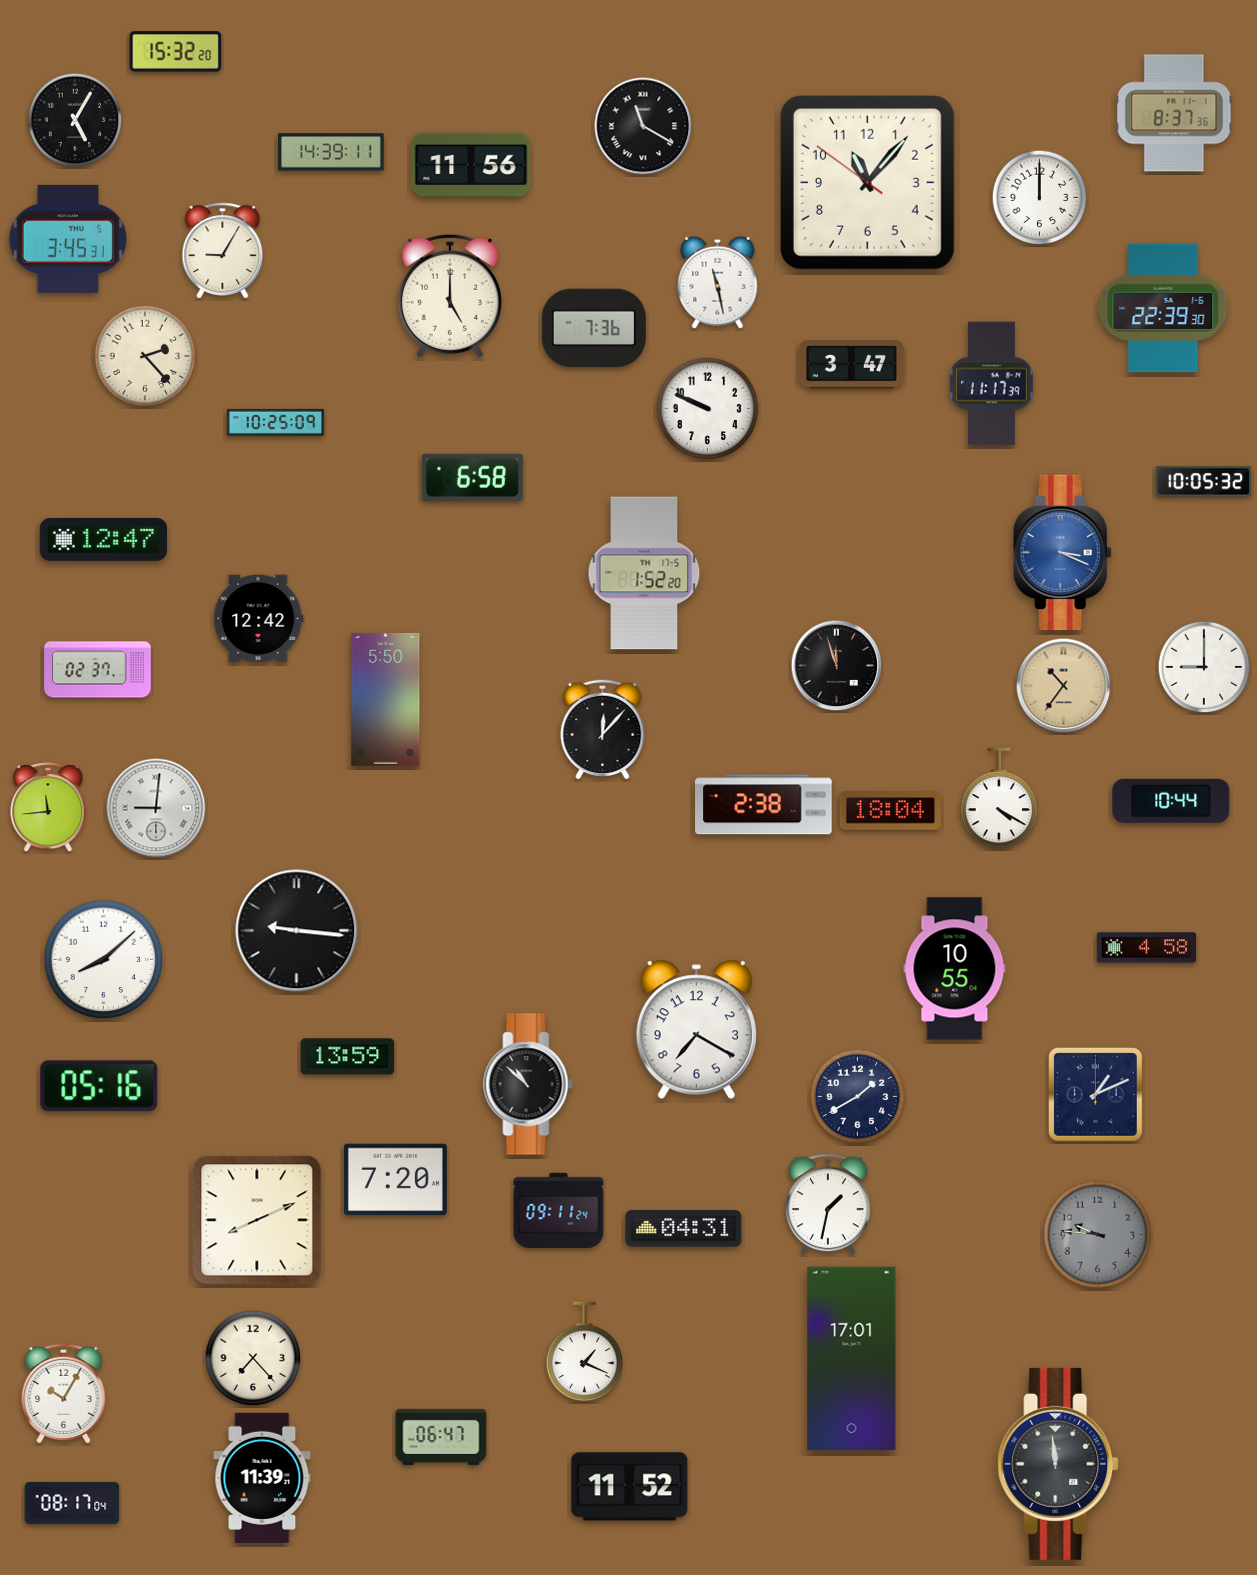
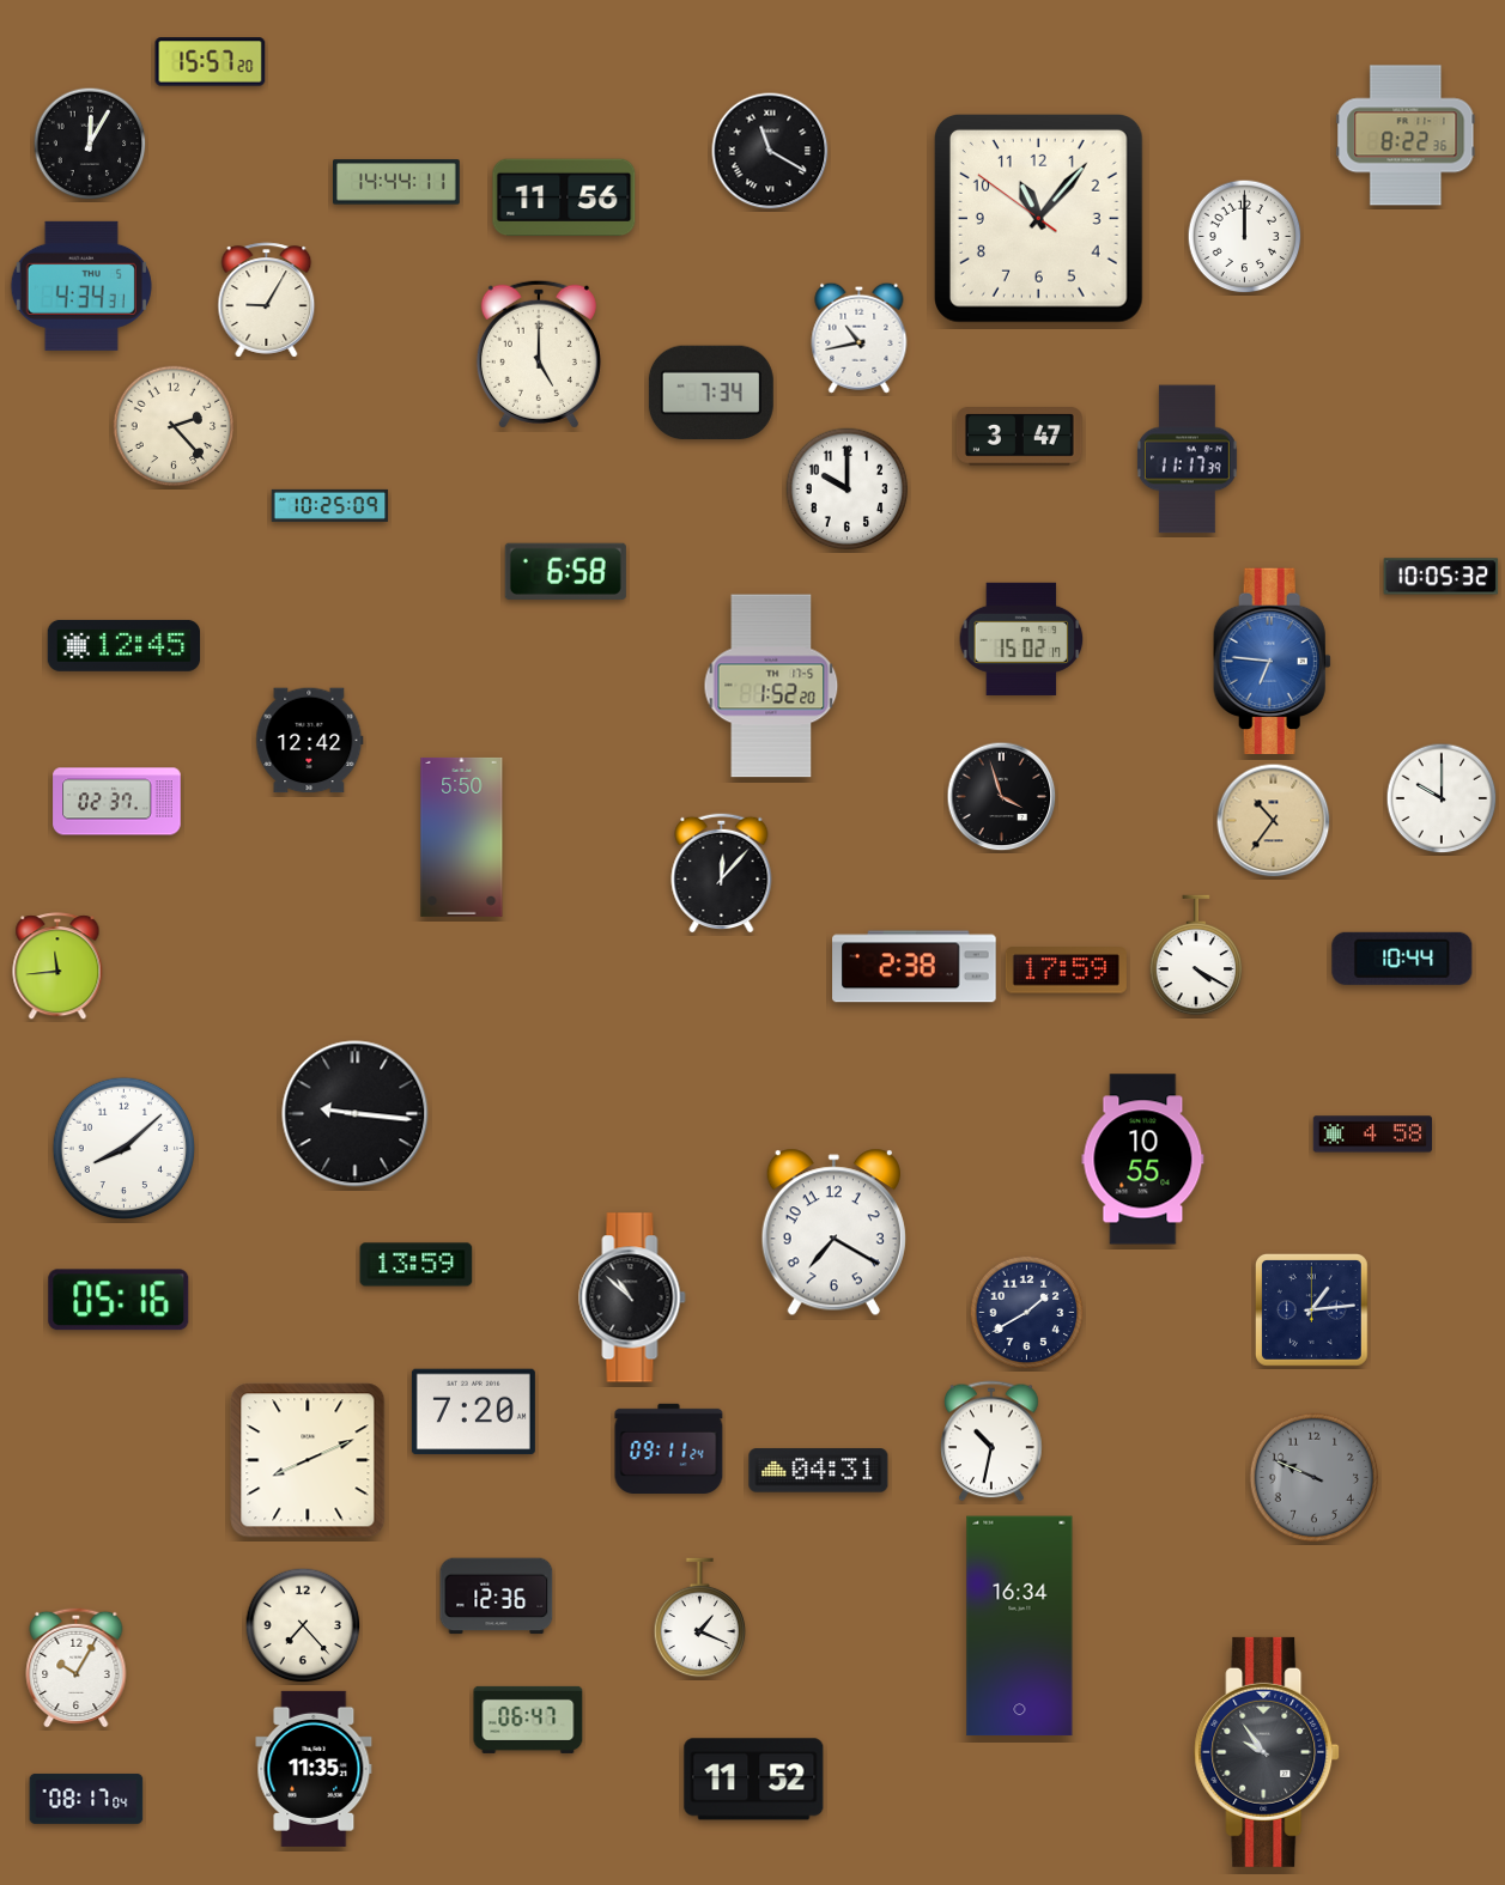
clock at (176, 52): 15:32 -> 15:57
clock at (1174, 113): 8:37 -> 8:22
clock at (75, 120): 5:05 -> 12:05
clock at (331, 152): 14:39 -> 14:44
clock at (68, 239): 3:45 -> 4:34
clock at (718, 282): 11:28 -> 10:43
clock at (1163, 308): 22:39 -> none
clock at (594, 328): 7:36 -> 7:34
clock at (708, 409): 9:49 -> 10:00
clock at (1021, 639): none -> 15:02
clock at (104, 539): 12:47 -> 12:45
clock at (1062, 553): 3:19 -> 6:46
clock at (837, 666): 11:57 -> 3:57
clock at (1204, 667): 9:00 -> 10:00
clock at (764, 805) position: (764, 805) -> (915, 967)
clock at (156, 808): 9:01 -> none
clock at (890, 811): 18:04 -> 17:59
clock at (1095, 1094): 1:11 -> 1:14
clock at (828, 1204): 1:32 -> 10:32
clock at (1098, 1235): 9:46 -> 9:49
clock at (497, 1597): none -> 12:36
clock at (852, 1359): 17:01 -> 16:34
clock at (1058, 1464): 11:59 -> 9:54
clock at (262, 1478): 11:39 -> 11:35
